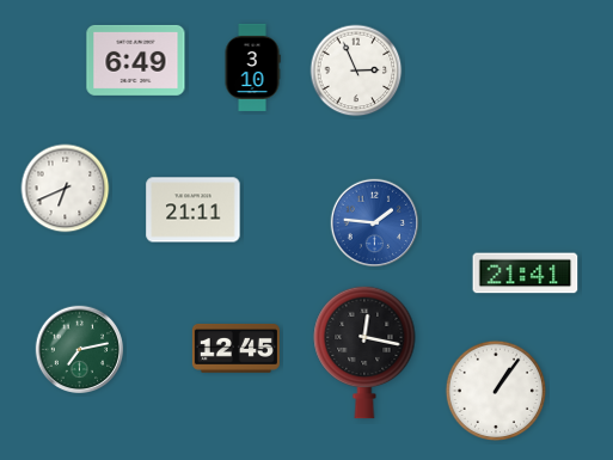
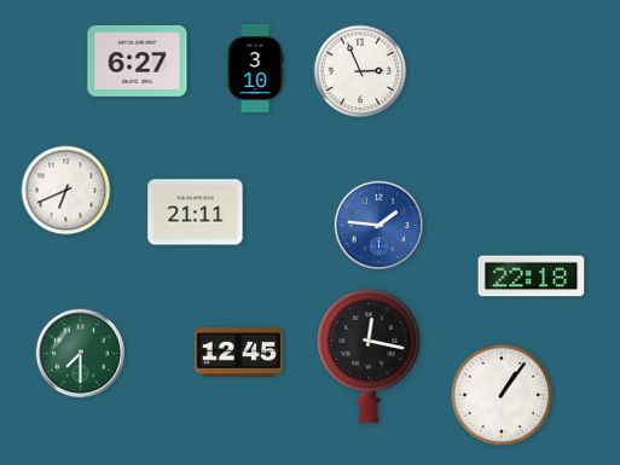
clock at (136, 60): 6:49 -> 6:27
clock at (526, 274): 21:41 -> 22:18
clock at (80, 350): 7:13 -> 7:30
